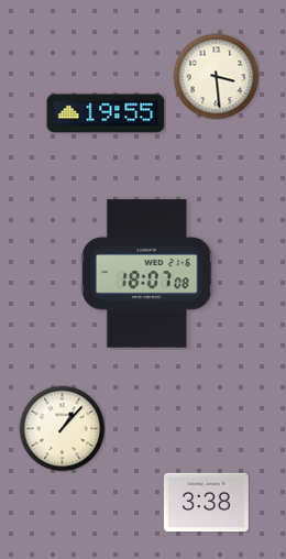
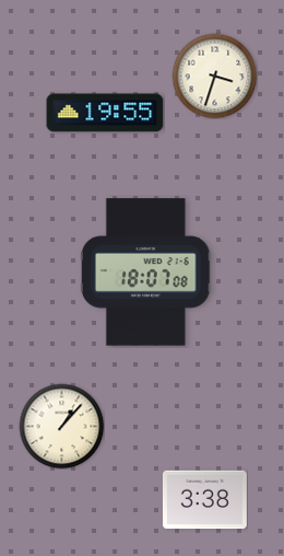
clock at (216, 76): 3:29 -> 3:33
